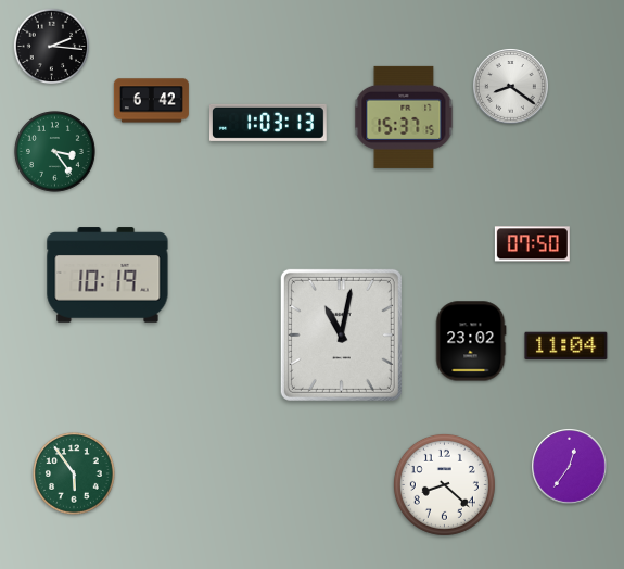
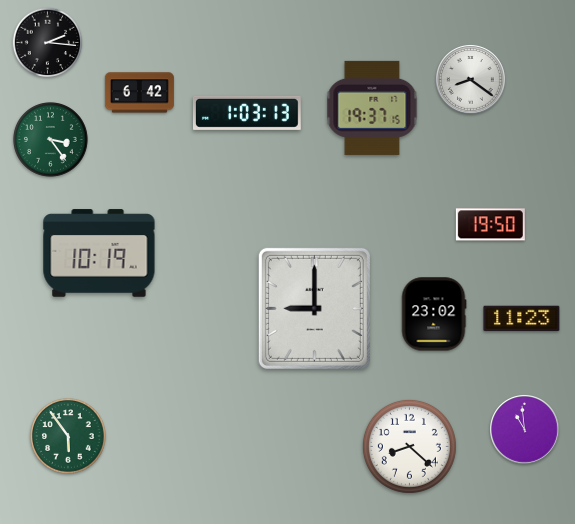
clock at (404, 117): 15:37 -> 19:37
clock at (532, 244): 07:50 -> 19:50
clock at (341, 334): 11:02 -> 9:00
clock at (566, 346): 11:04 -> 11:23
clock at (570, 467): 12:36 -> 10:59
